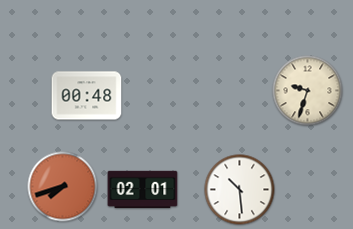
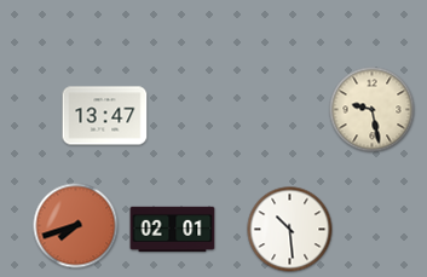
clock at (308, 91): 9:33 -> 9:28
clock at (87, 96): 00:48 -> 13:47
